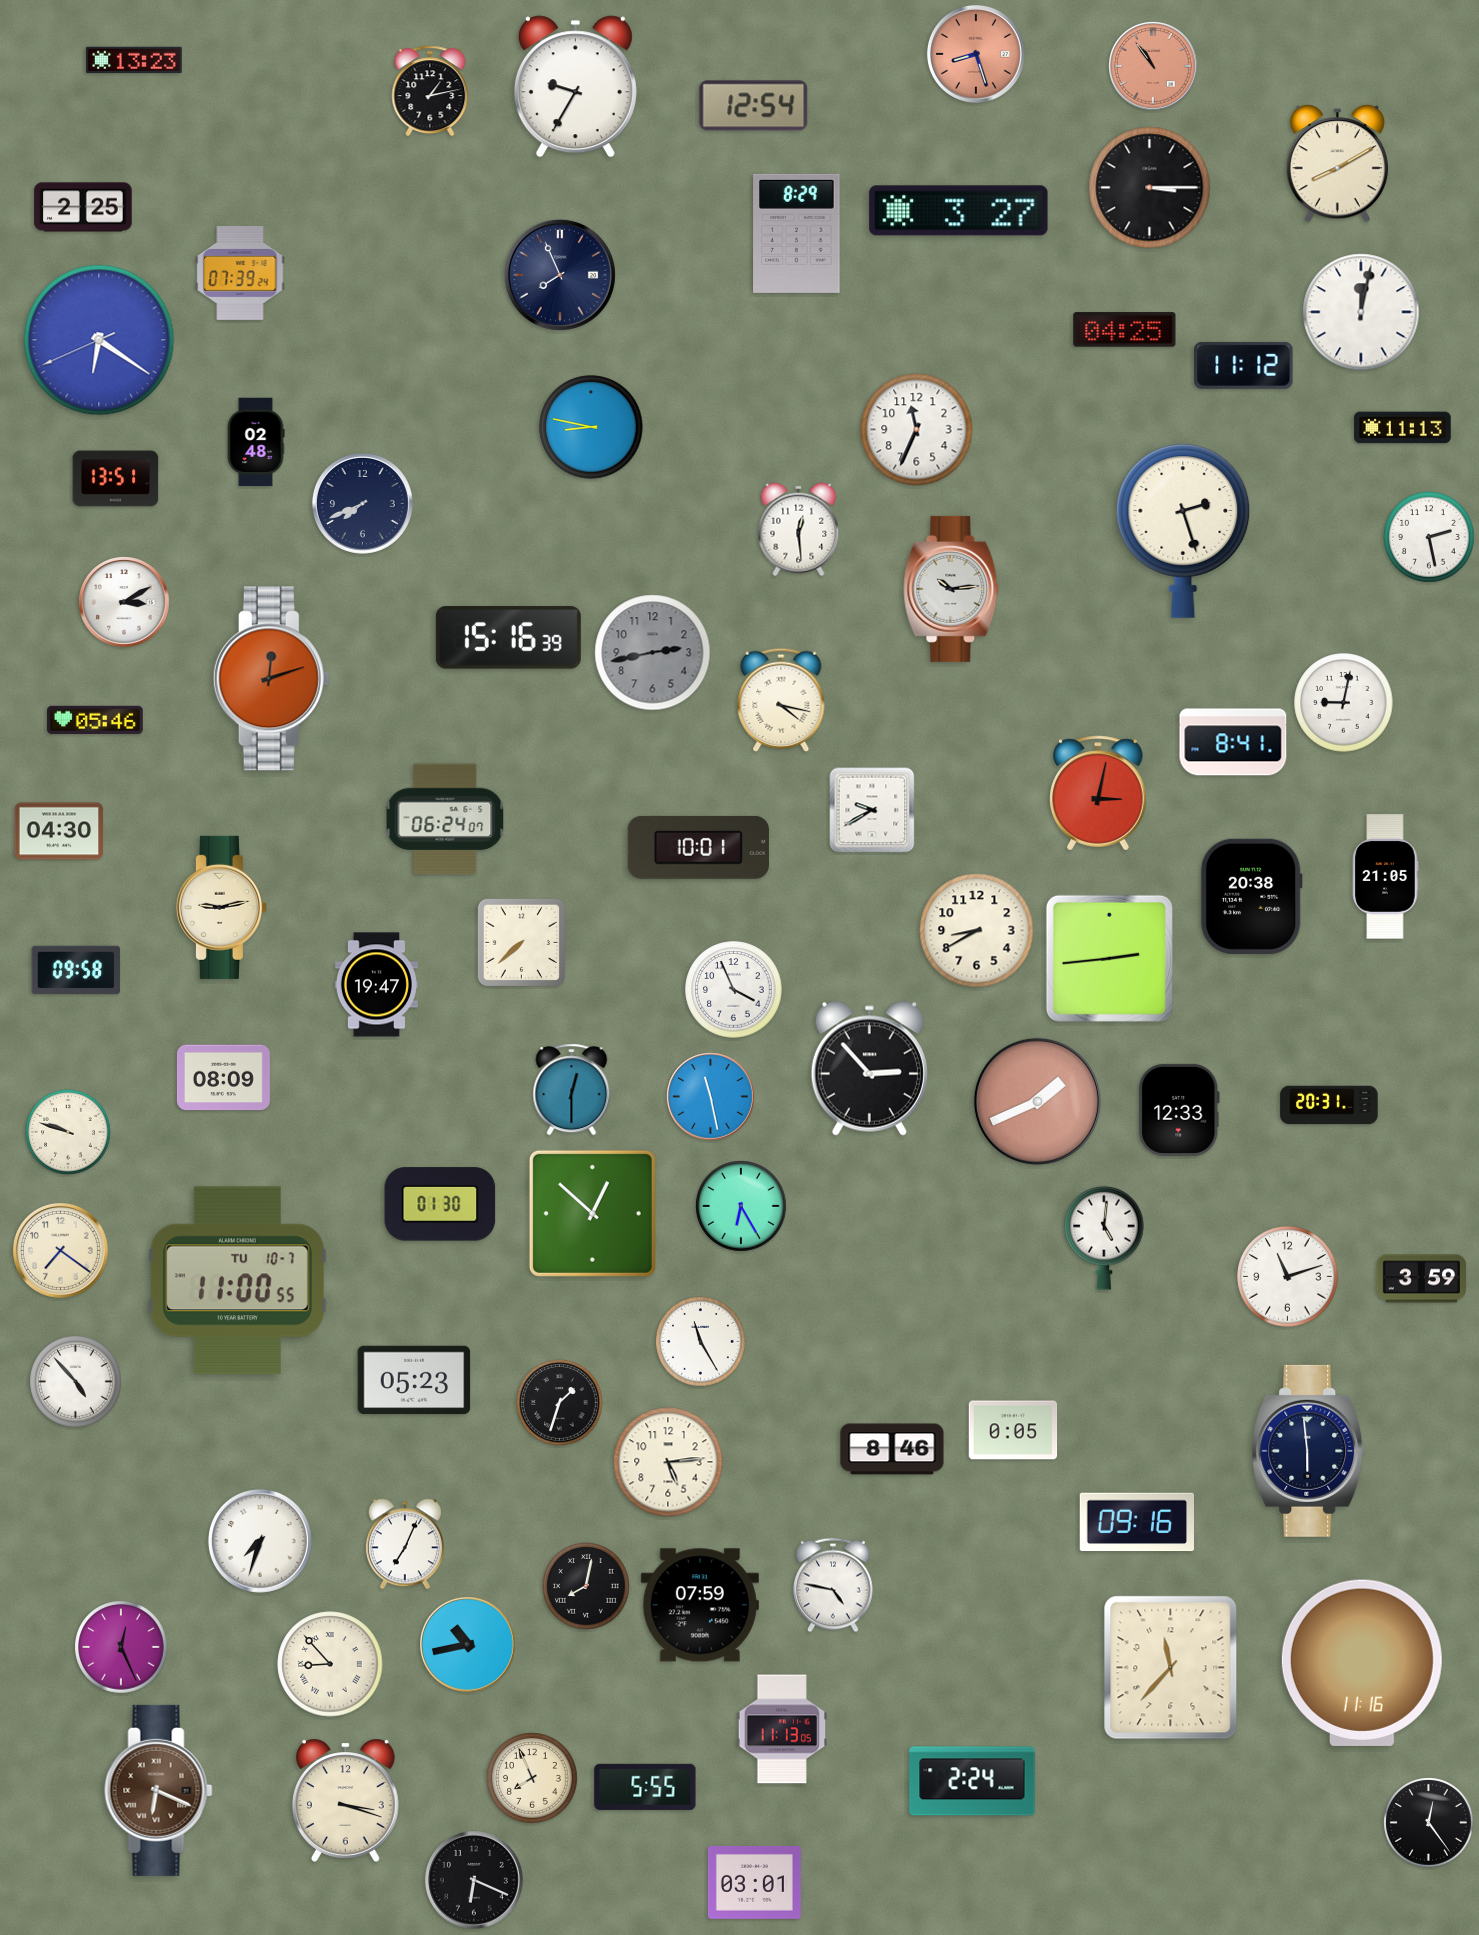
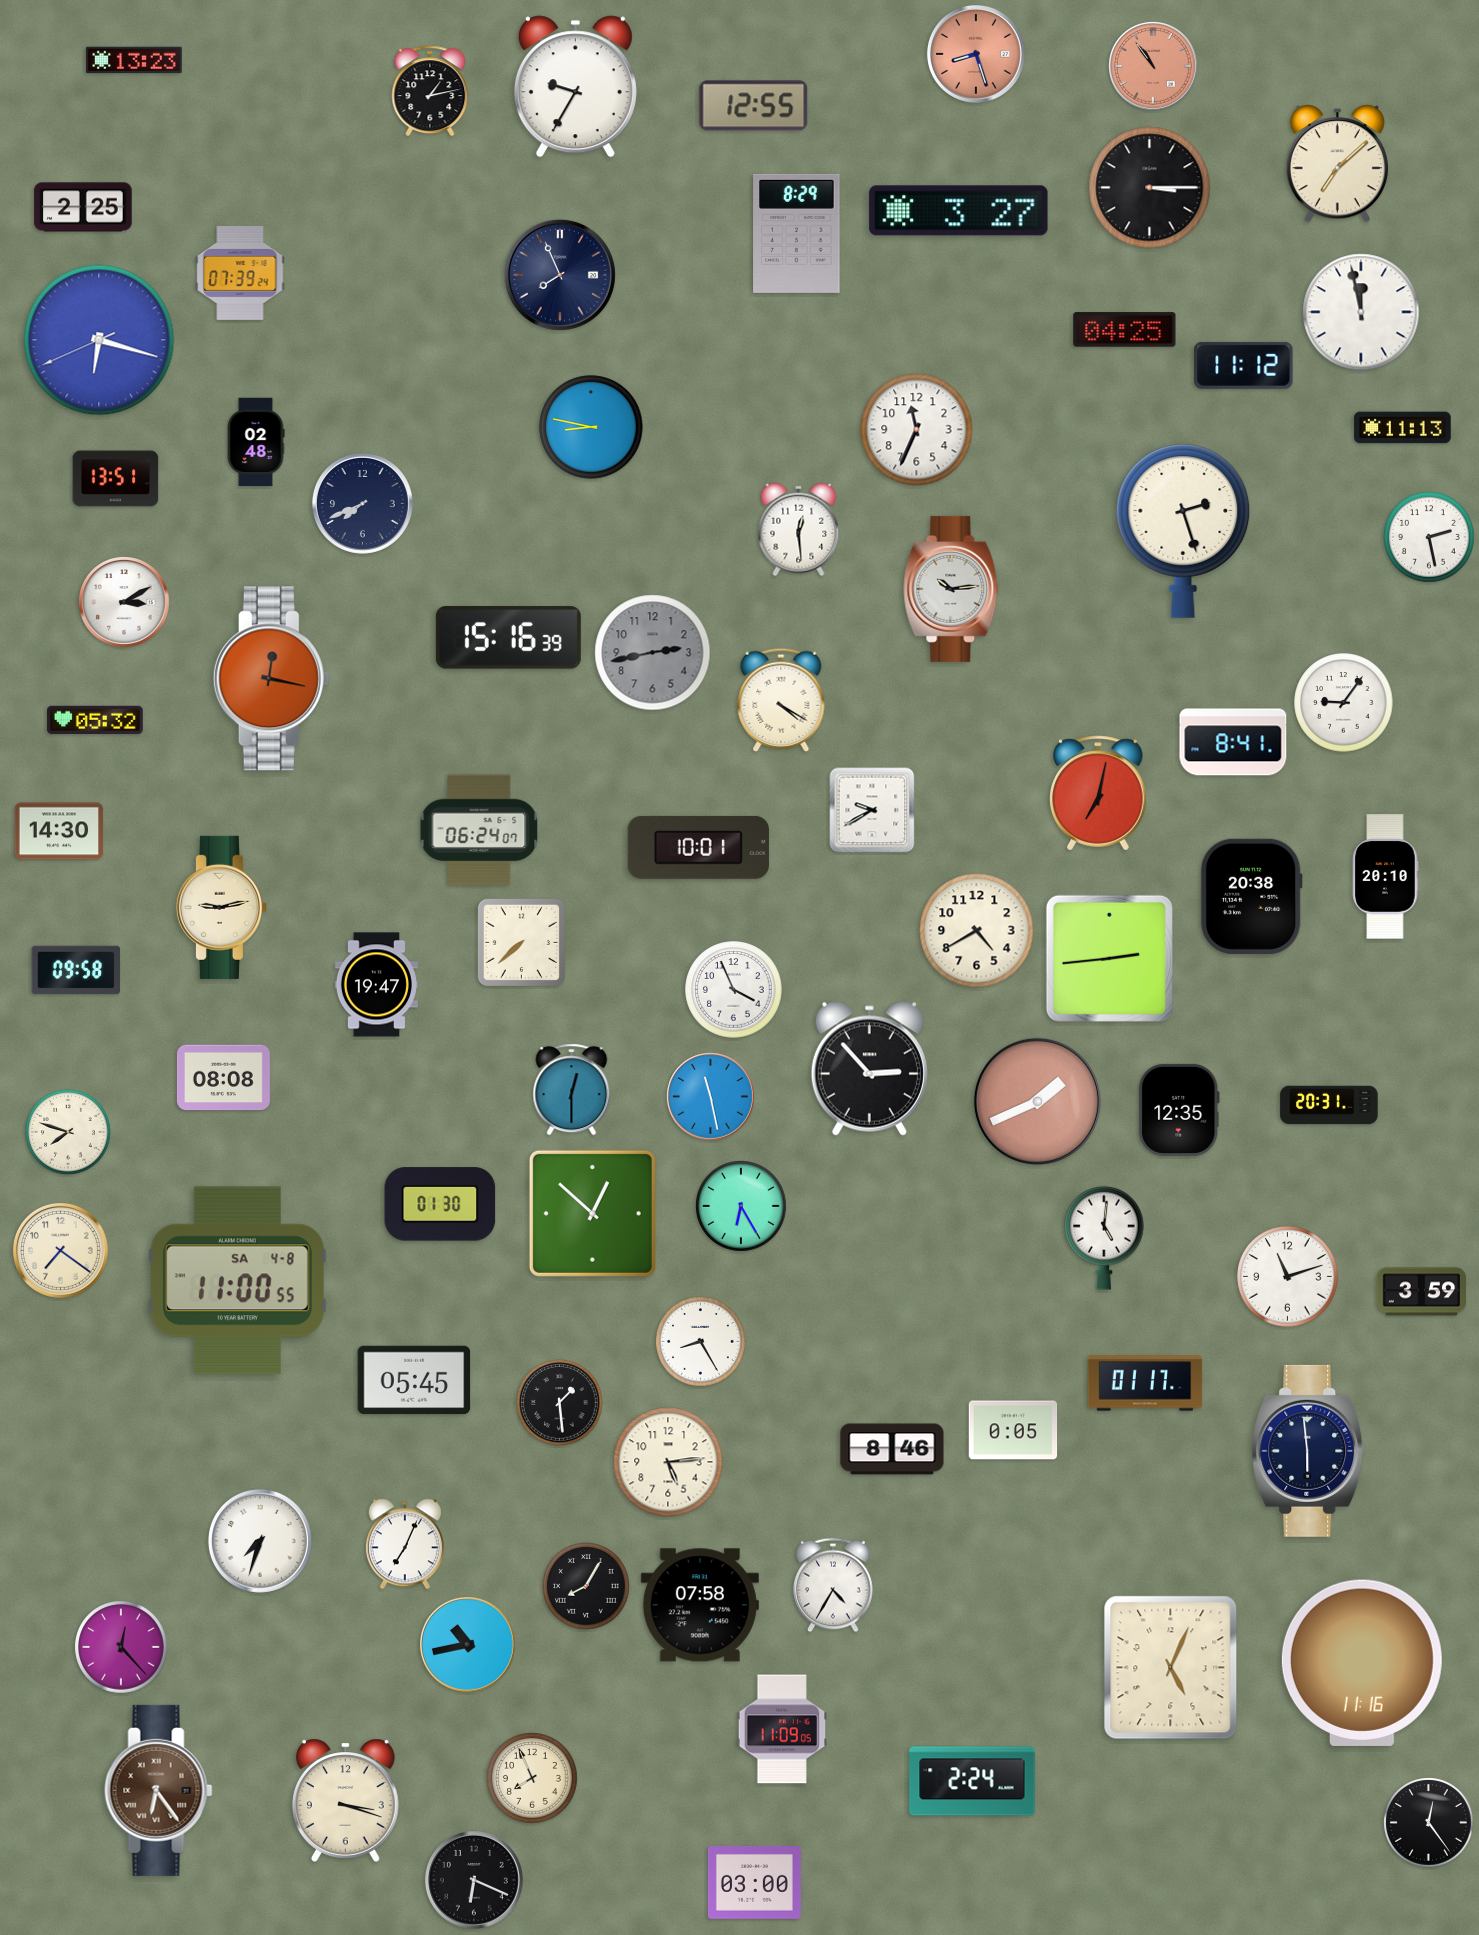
clock at (754, 106): 12:54 -> 12:55
clock at (1337, 164): 8:10 -> 7:08
clock at (1361, 312): 12:02 -> 11:58
clock at (99, 340): 6:20 -> 6:17
clock at (271, 679): 12:12 -> 12:17
clock at (781, 700): 4:17 -> 4:20
clock at (1344, 703): 9:02 -> 9:06
clock at (95, 720): 05:46 -> 05:32
clock at (1099, 793): 3:02 -> 7:02
clock at (445, 819) position: (445, 819) -> (479, 830)
clock at (59, 831): 04:30 -> 14:30
clock at (1385, 877): 21:05 -> 20:10
clock at (977, 931): 8:40 -> 4:40
clock at (223, 1078): 08:09 -> 08:08
clock at (1179, 1110): 12:33 -> 12:35
clock at (69, 1133): 9:48 -> 7:48
clock at (1422, 1279) position: (1422, 1279) -> (1422, 1292)
clock at (237, 1281) date: TU 10-7 -> SA 4-8
clock at (701, 1342): 11:25 -> 8:25
clock at (414, 1380): 05:23 -> 05:45
clock at (76, 1382): 4:53 -> none
clock at (1145, 1383): none -> 01:17
clock at (560, 1403): 1:33 -> 1:29
clock at (1137, 1522): 09:16 -> none
clock at (833, 1585): 4:47 -> 4:35
clock at (587, 1587): 8:02 -> 8:05
clock at (700, 1605): 07:59 -> 07:58
clock at (121, 1647): 12:26 -> 12:23
clock at (330, 1664): 8:53 -> none
clock at (1171, 1668): 11:37 -> 5:04
clock at (781, 1729): 11:13 -> 11:09
clock at (645, 1787): 5:55 -> none
clock at (159, 1790): 6:19 -> 6:24
clock at (754, 1882): 03:01 -> 03:00
